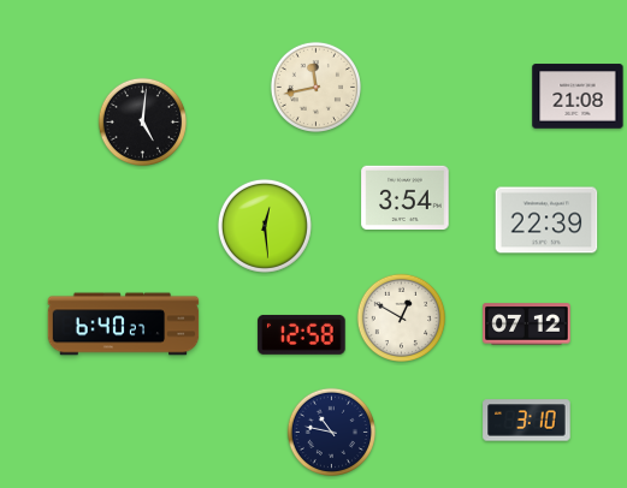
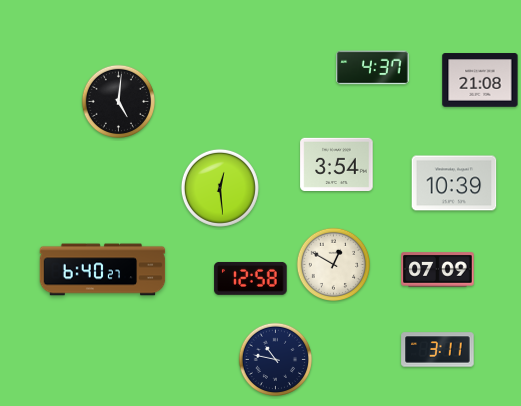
clock at (373, 68): none -> 4:37
clock at (315, 87): 11:43 -> none
clock at (546, 220): 22:39 -> 10:39
clock at (527, 325): 07:12 -> 07:09
clock at (527, 421): 3:10 -> 3:11
